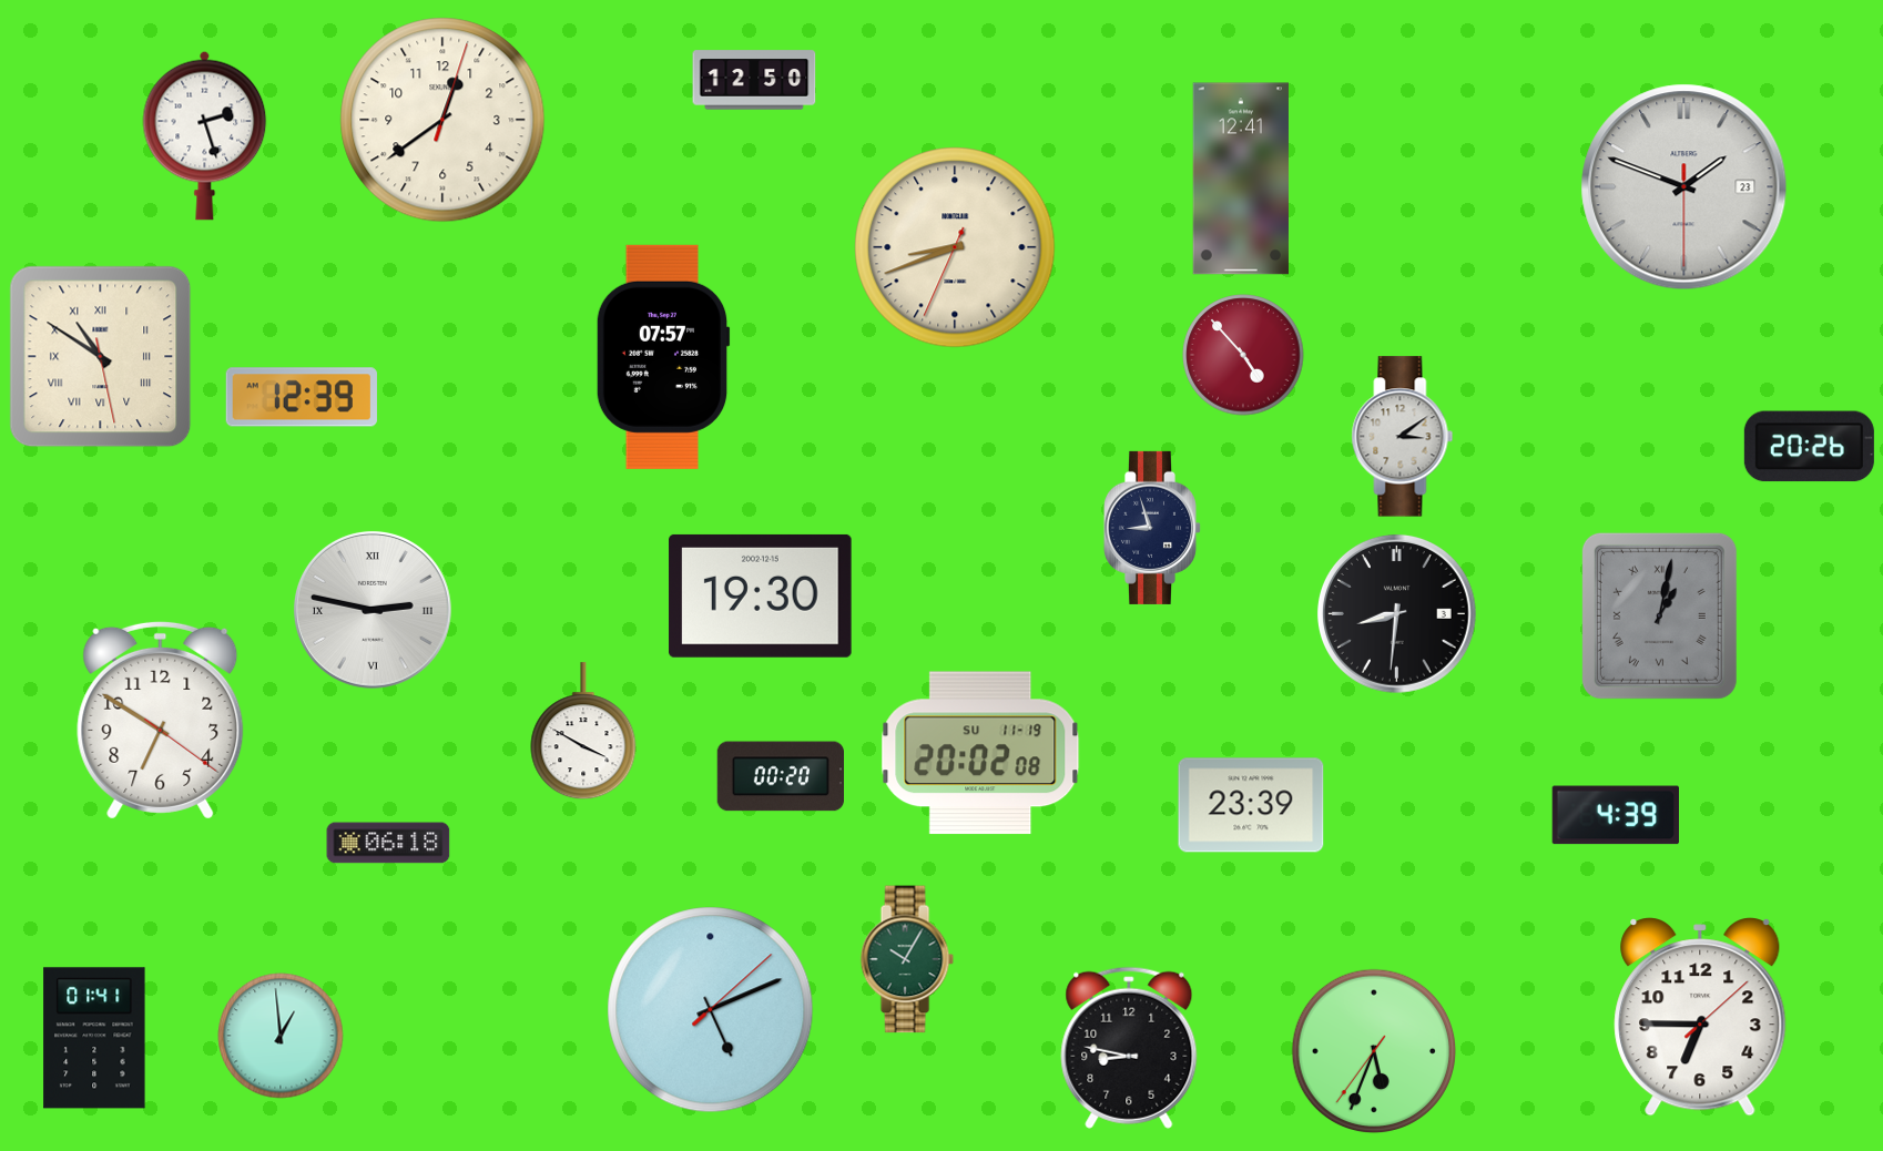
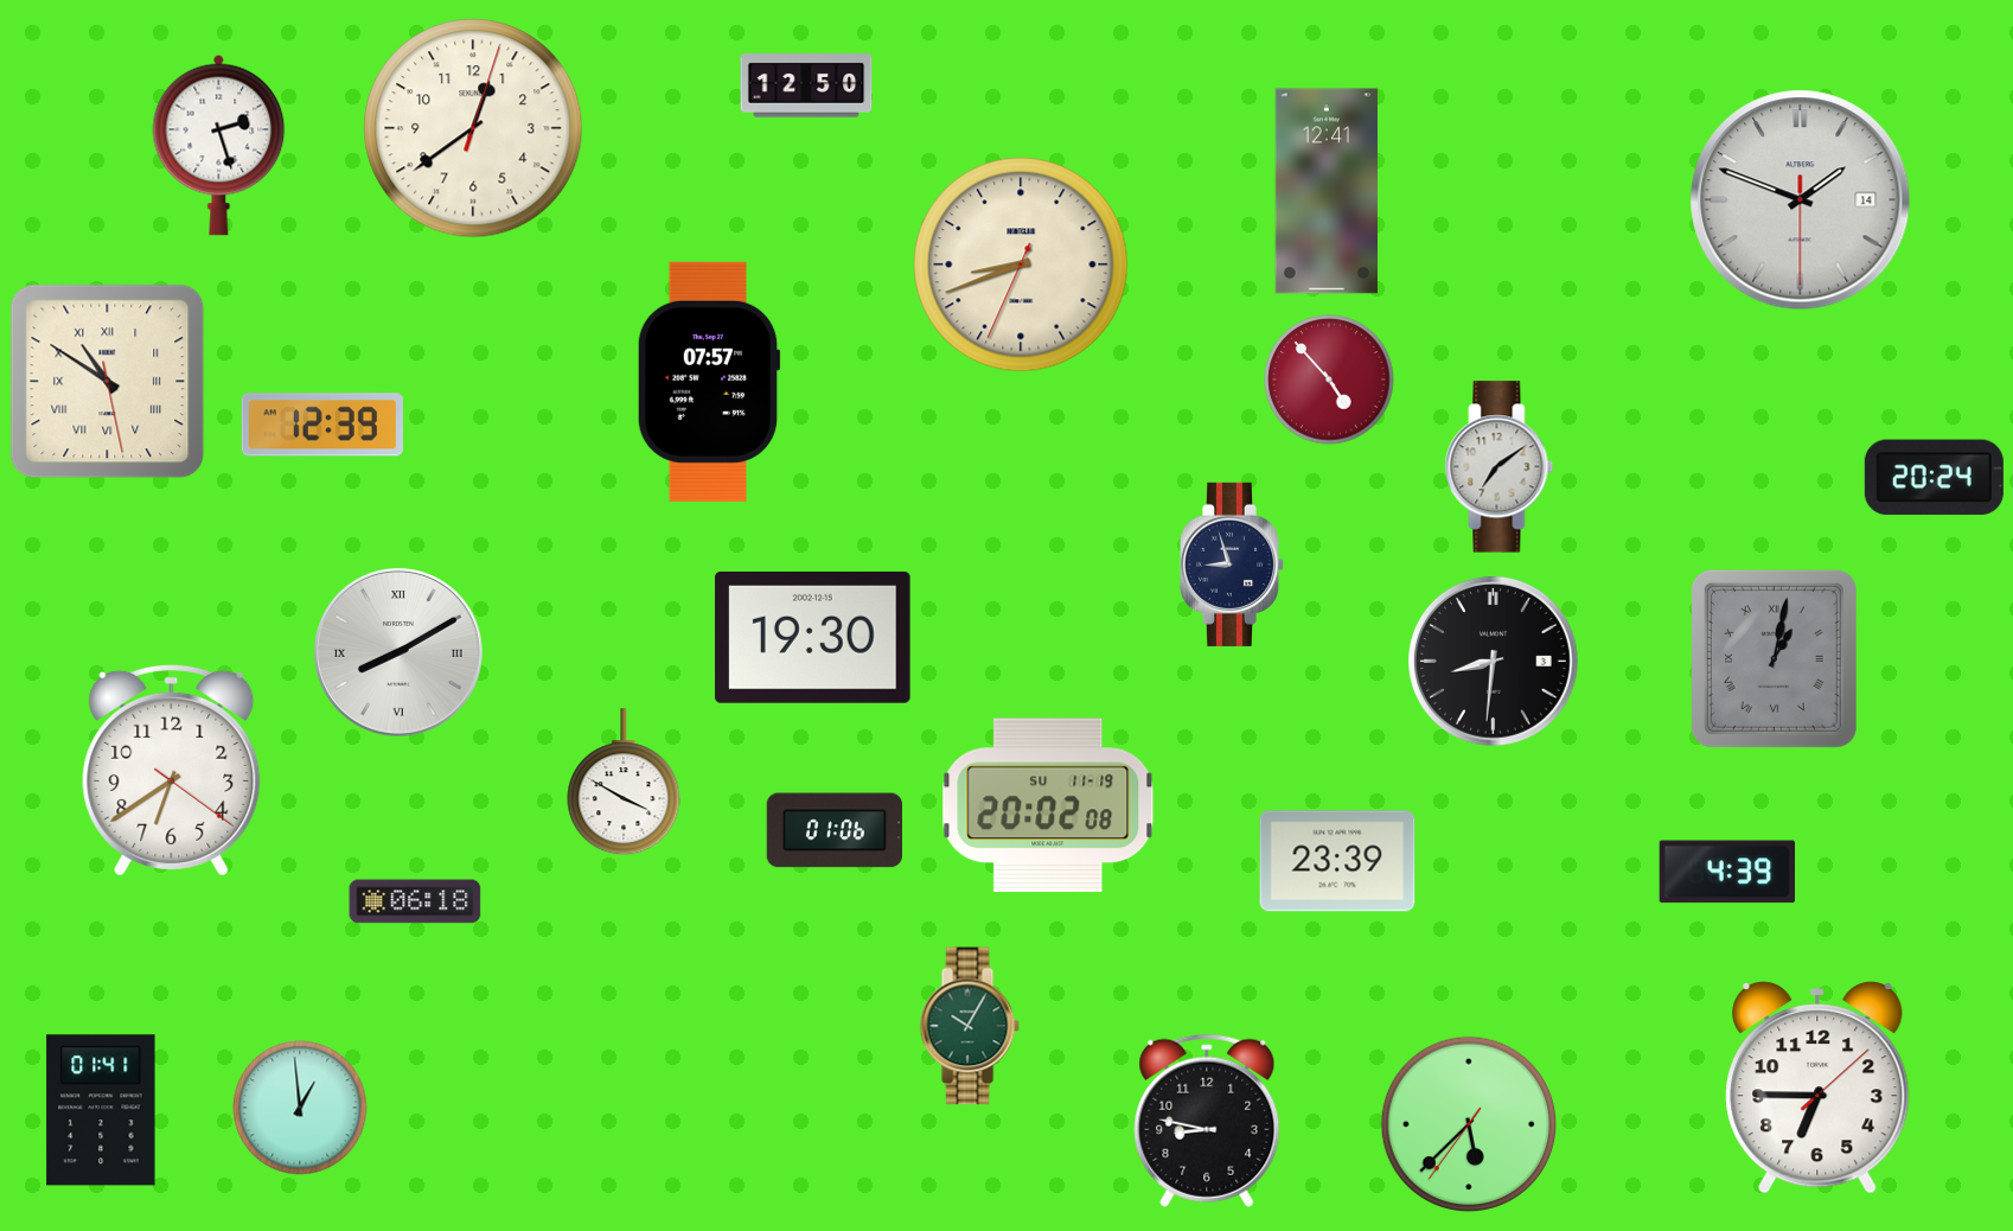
clock at (1684, 187) date: 23 -> 14
clock at (1403, 437): 3:09 -> 7:09
clock at (1809, 447): 20:26 -> 20:24
clock at (373, 610): 2:47 -> 8:10
clock at (1396, 613) position: (1396, 613) -> (1493, 661)
clock at (161, 720): 6:50 -> 6:39
clock at (780, 776): 00:20 -> 01:06
clock at (711, 1010): 5:11 -> none
clock at (1374, 1051): 5:33 -> 5:37
